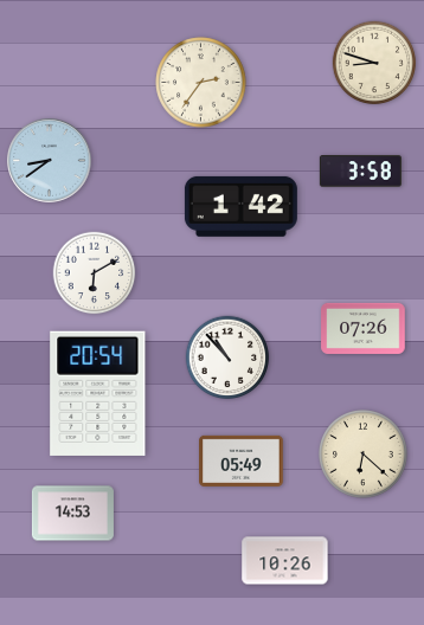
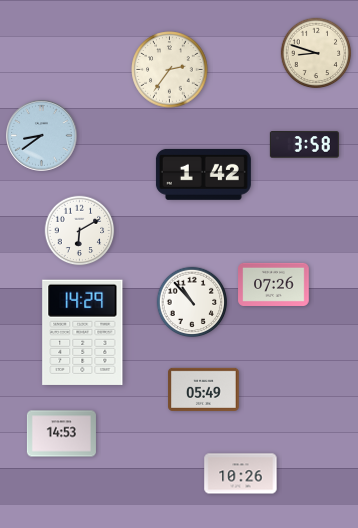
clock at (364, 328) position: (364, 328) -> (274, 284)
clock at (98, 393): 20:54 -> 14:29
clock at (364, 455): 6:22 -> none
